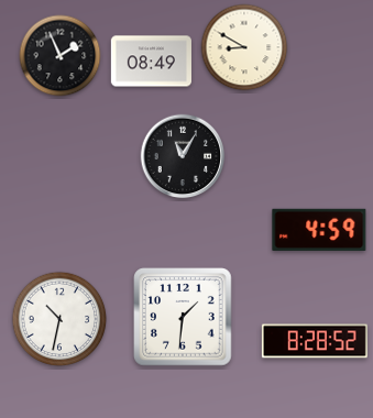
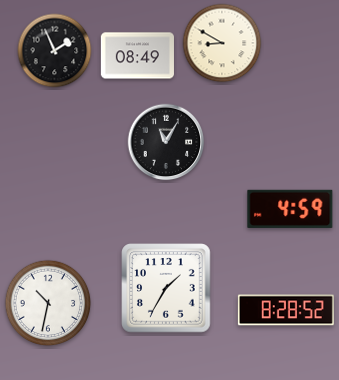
clock at (183, 317): 1:31 -> 1:35
clock at (59, 319) position: (59, 319) -> (48, 303)
